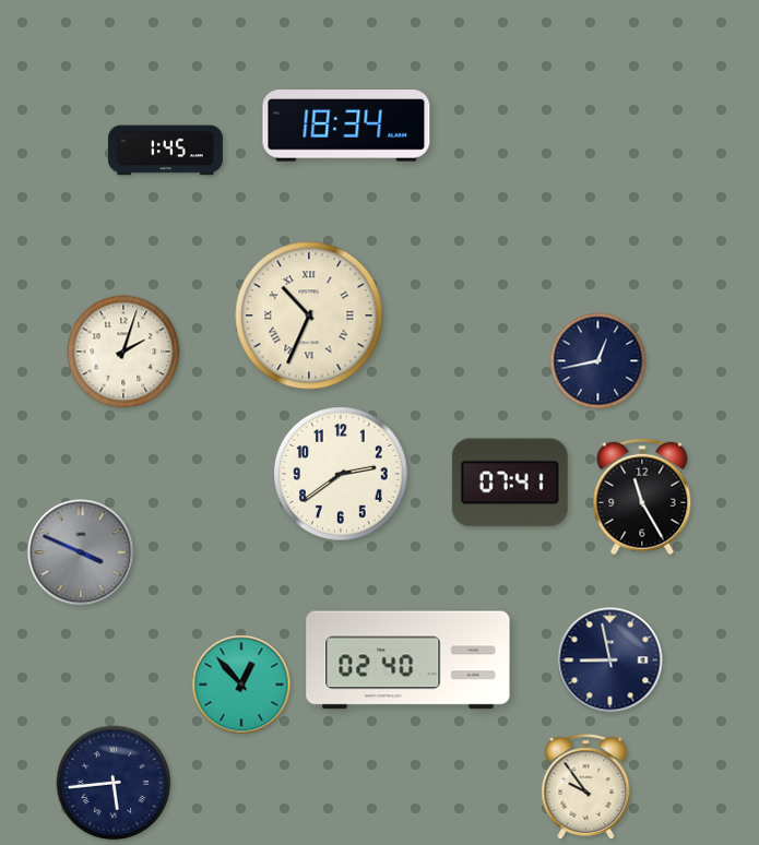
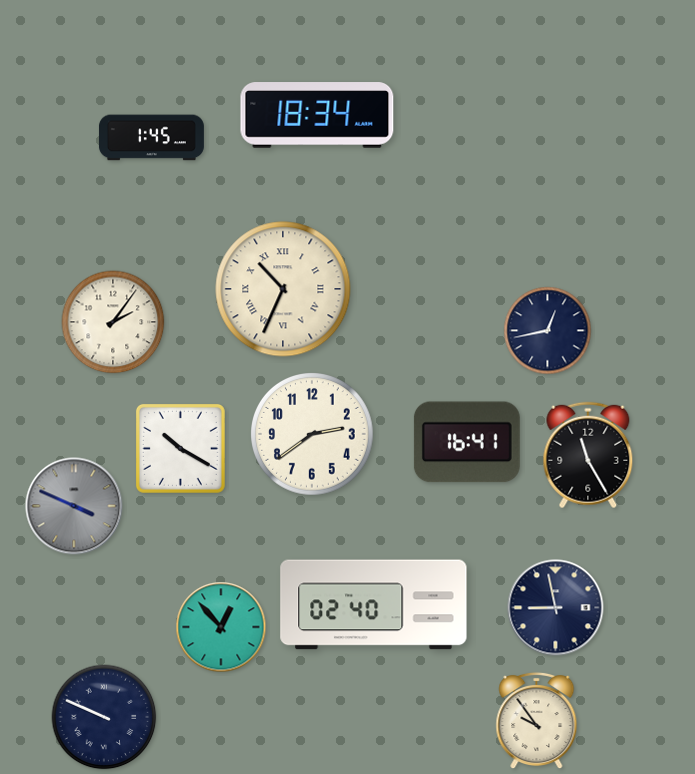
clock at (123, 352): 2:03 -> 2:06
clock at (510, 483): 07:41 -> 16:41
clock at (180, 448): none -> 10:20
clock at (610, 660) position: (610, 660) -> (556, 608)
clock at (114, 783): 5:44 -> 9:49
